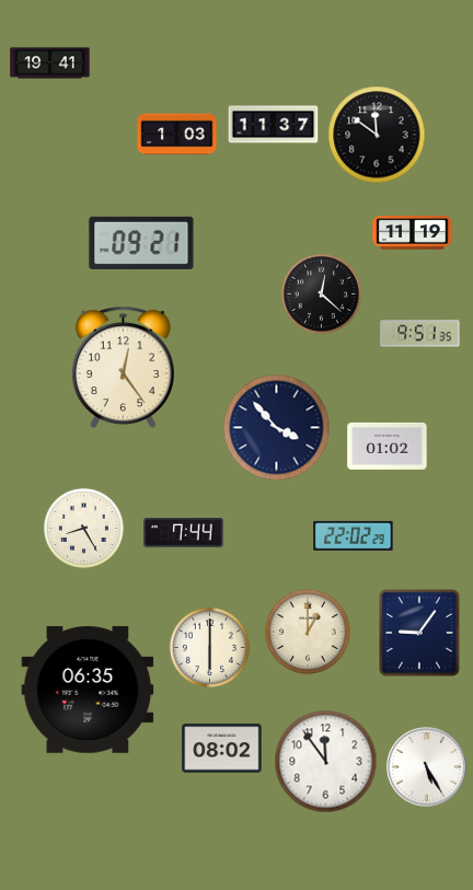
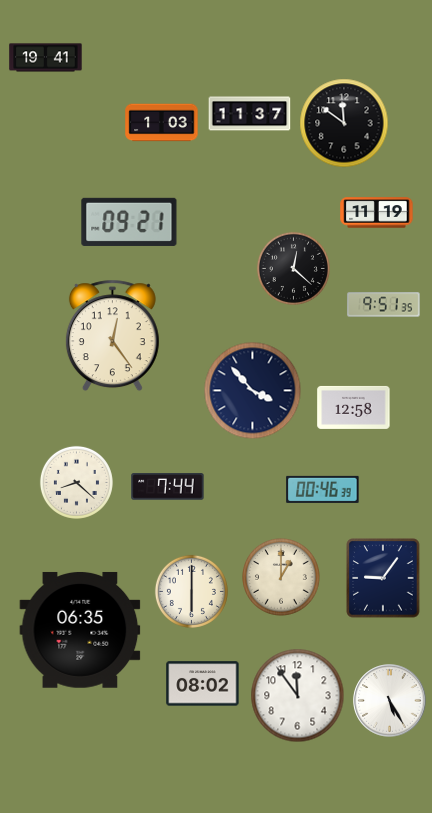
clock at (388, 446): 01:02 -> 12:58
clock at (83, 528): 8:25 -> 8:22
clock at (354, 535): 22:02 -> 00:46
